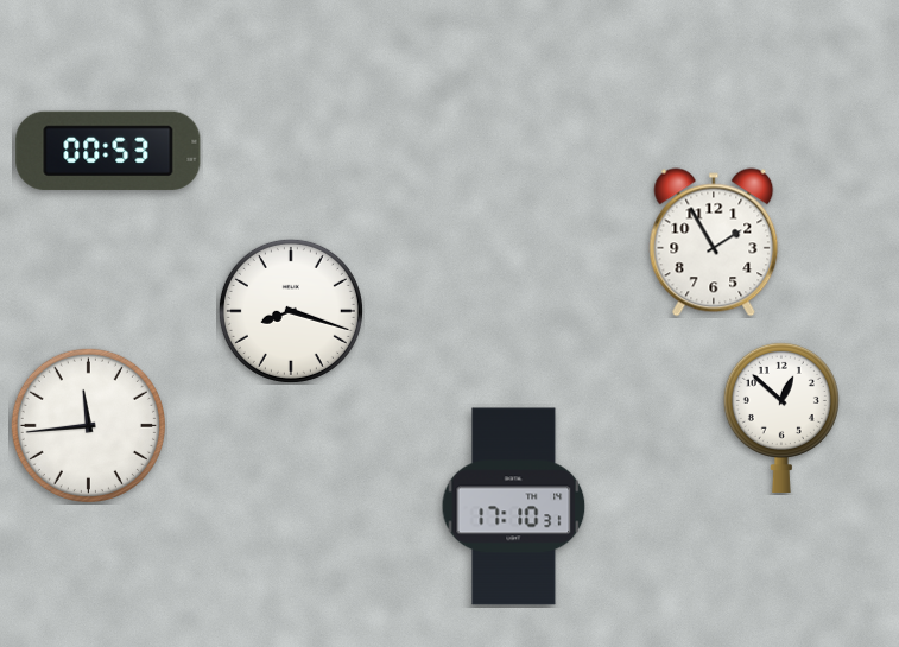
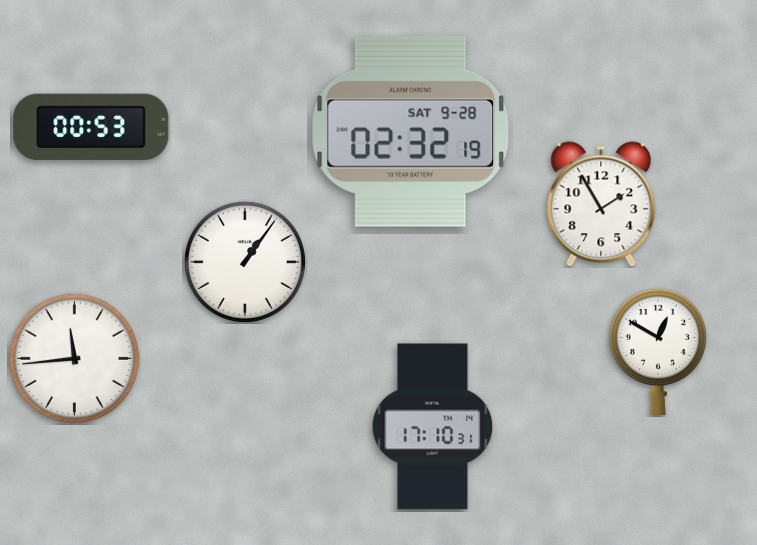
clock at (411, 131): none -> 02:32
clock at (291, 311): 8:18 -> 1:06
clock at (781, 417): 12:52 -> 12:50
